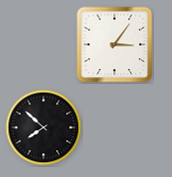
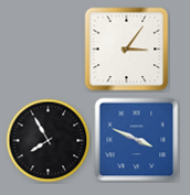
clock at (137, 140): none -> 3:49
clock at (44, 128): 7:52 -> 7:55
